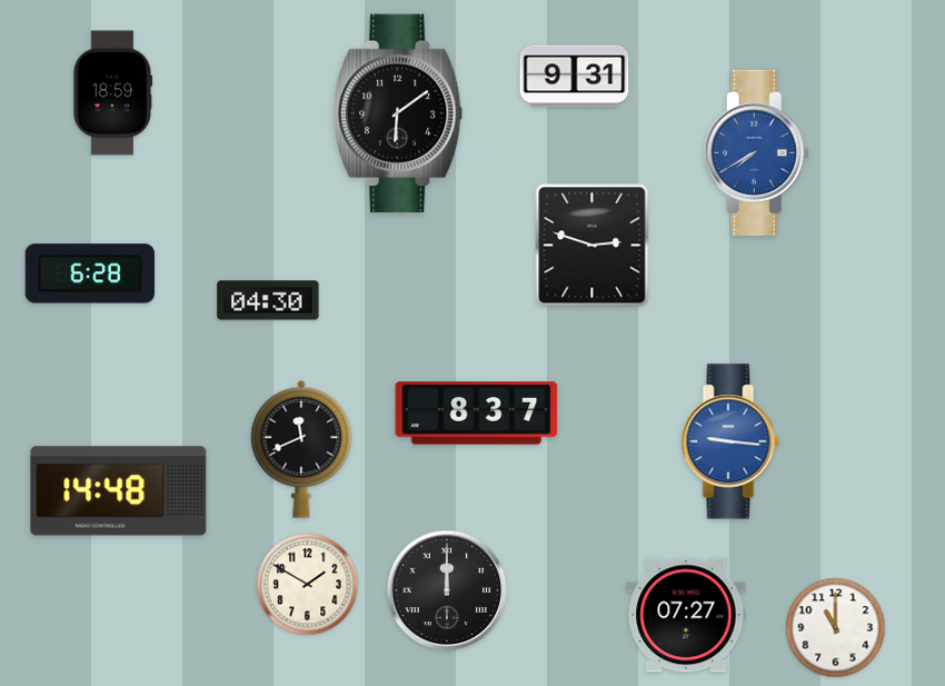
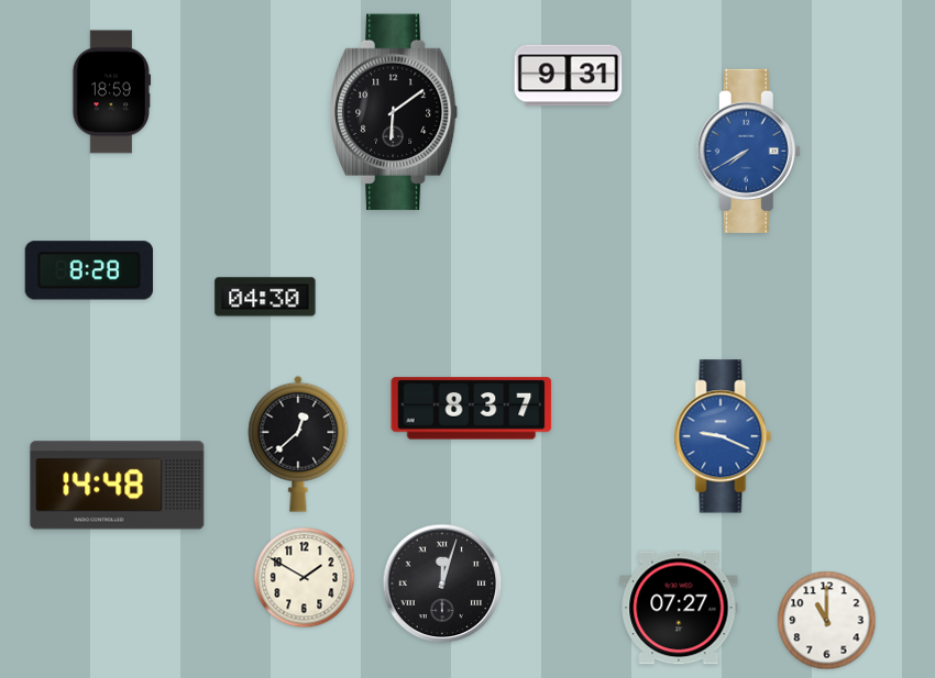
clock at (593, 246): 2:48 -> none
clock at (90, 274): 6:28 -> 8:28
clock at (730, 441): 9:16 -> 9:19
clock at (301, 449): 11:41 -> 12:38
clock at (447, 590): 12:00 -> 12:03
